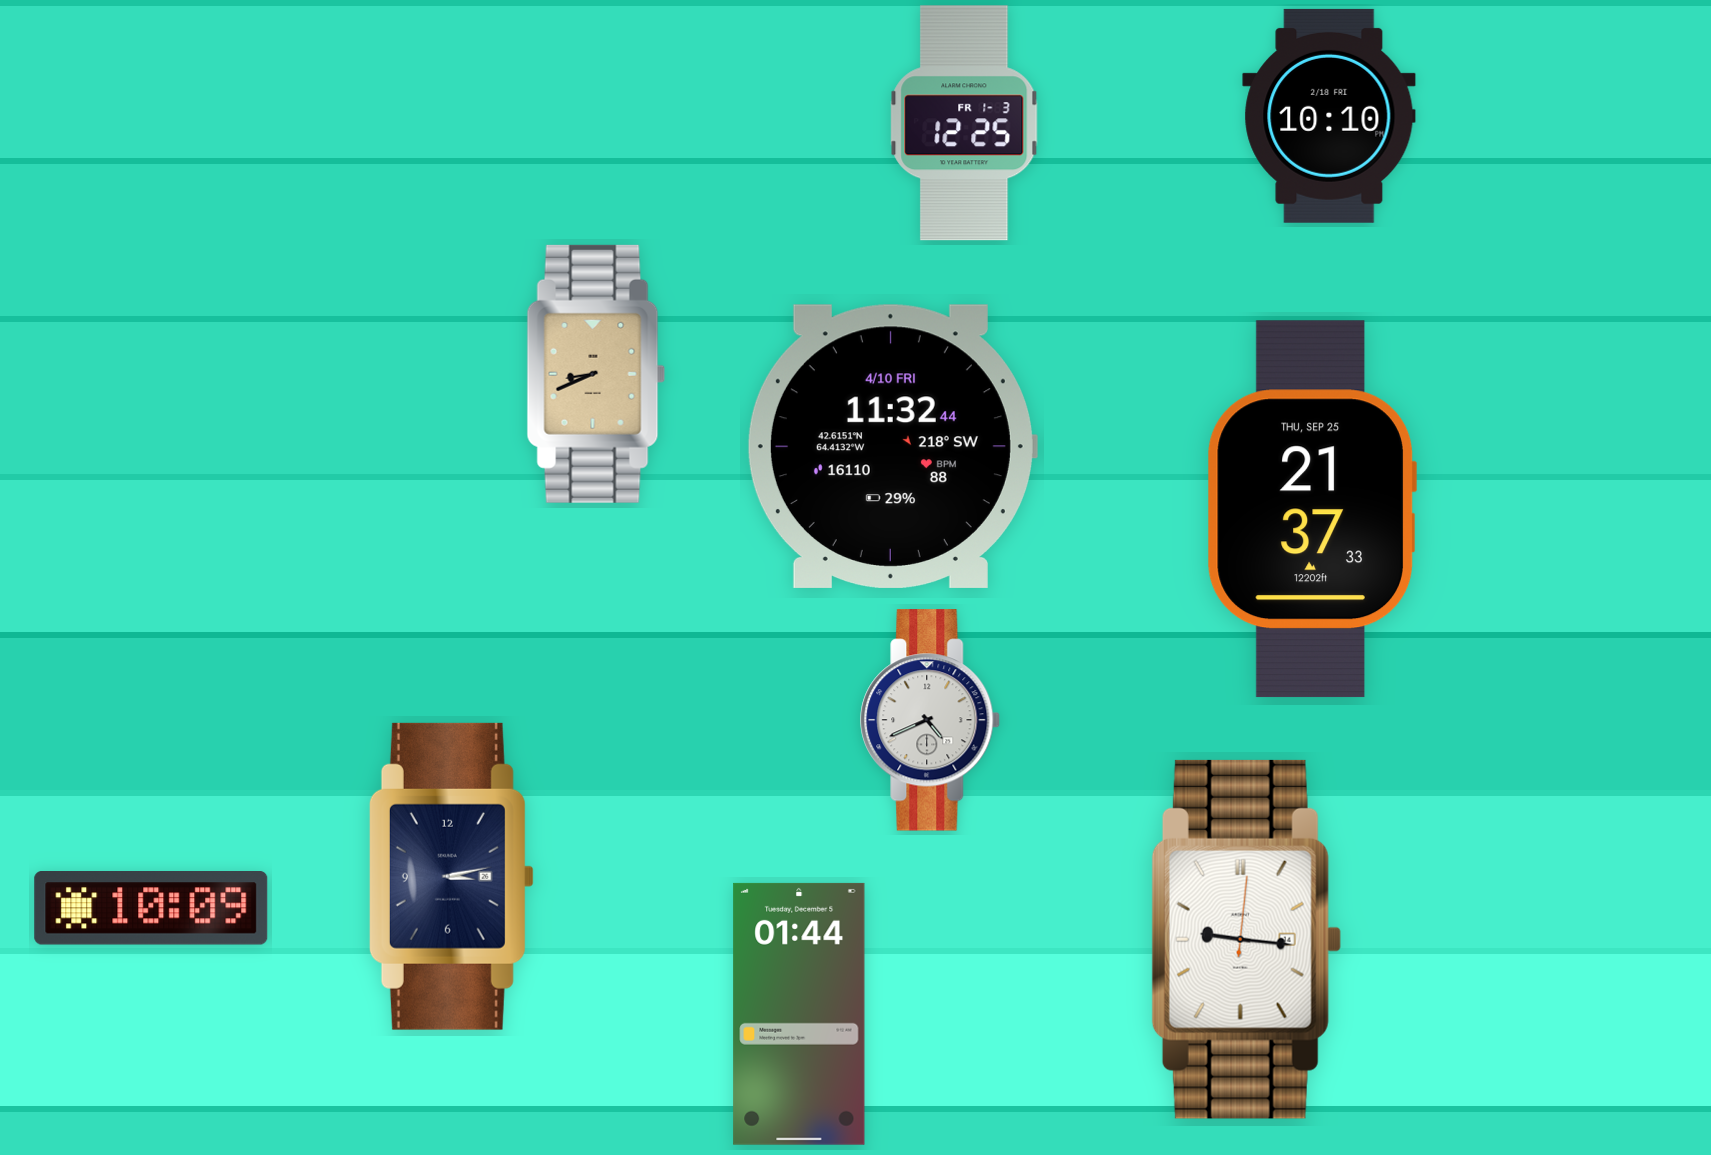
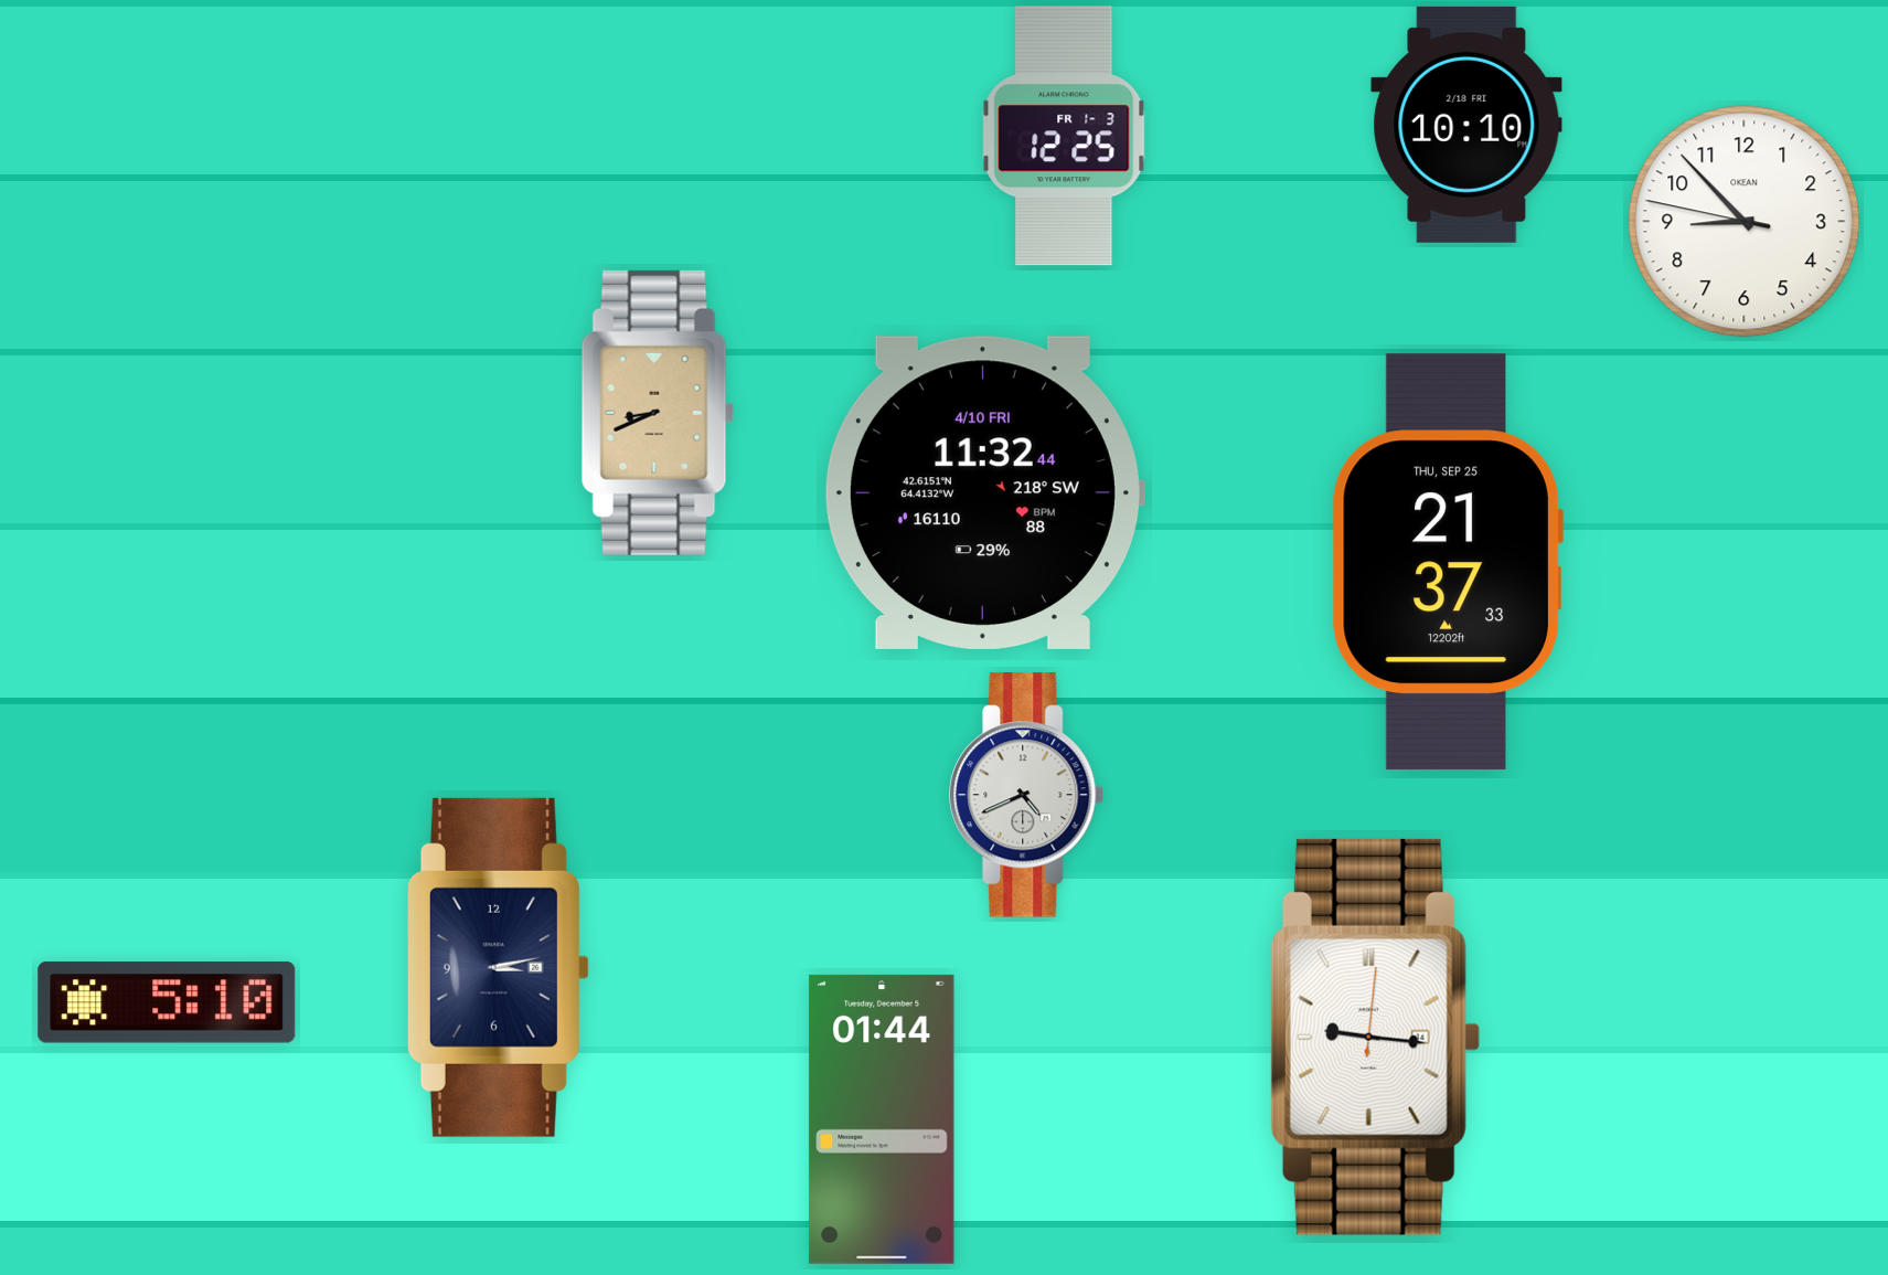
clock at (1329, 116) position: (1329, 116) -> (1466, 125)
clock at (1745, 222): none -> 8:52
clock at (151, 909): 10:09 -> 5:10
